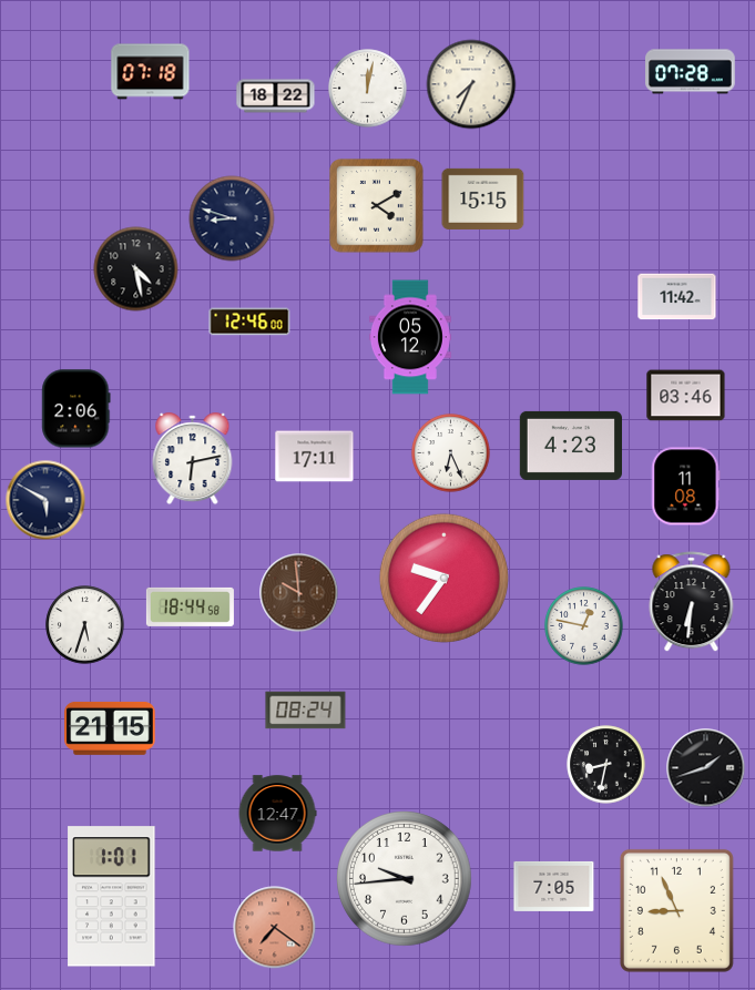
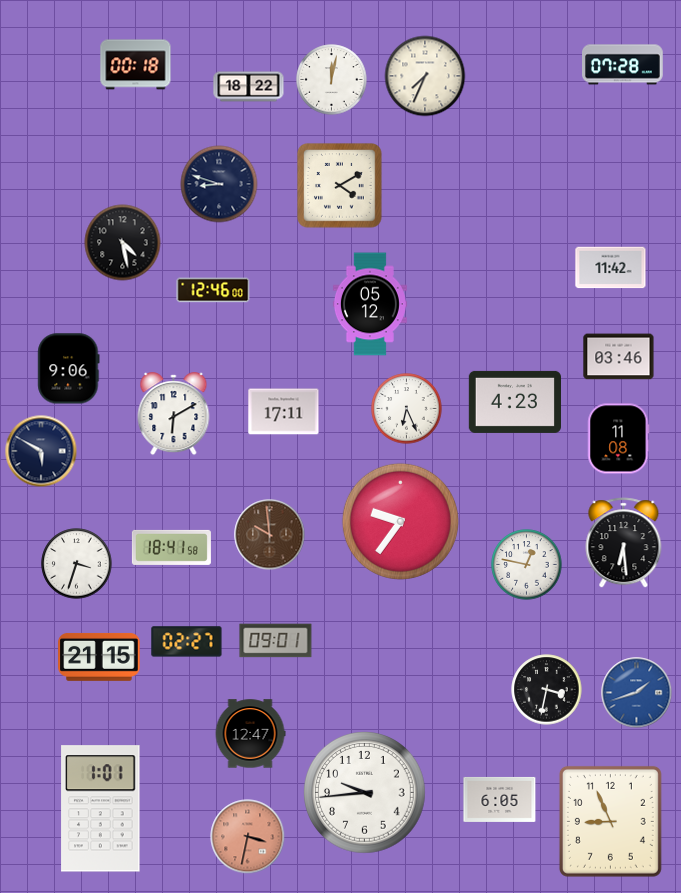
clock at (151, 72): 07:18 -> 00:18
clock at (483, 198): 15:15 -> none
clock at (232, 218) position: (232, 218) -> (219, 184)
clock at (249, 322) position: (249, 322) -> (213, 290)
clock at (76, 409): 2:06 -> 9:06
clock at (193, 459): 6:13 -> 6:10
clock at (692, 602): 6:31 -> 6:29
clock at (190, 606): 18:44 -> 18:41
clock at (85, 625): 5:33 -> 3:33
clock at (306, 711): 08:24 -> 09:01
clock at (187, 642): none -> 02:27
clock at (606, 765): 8:32 -> 3:32
clock at (706, 768) dial: black -> blue
clock at (554, 886): 7:05 -> 6:05
clock at (275, 928): 7:21 -> 3:32
